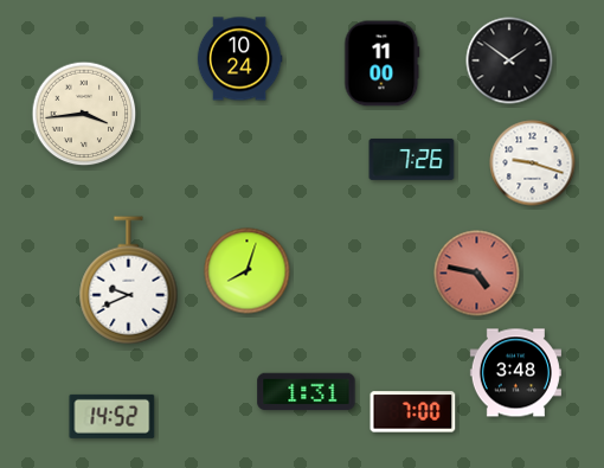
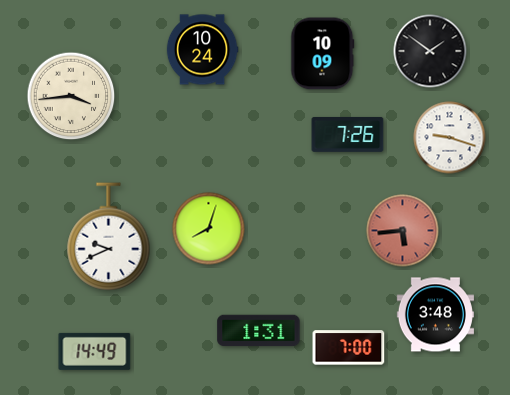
clock at (383, 64): 11:00 -> 10:09
clock at (477, 274): 4:47 -> 5:44
clock at (113, 416): 14:52 -> 14:49
